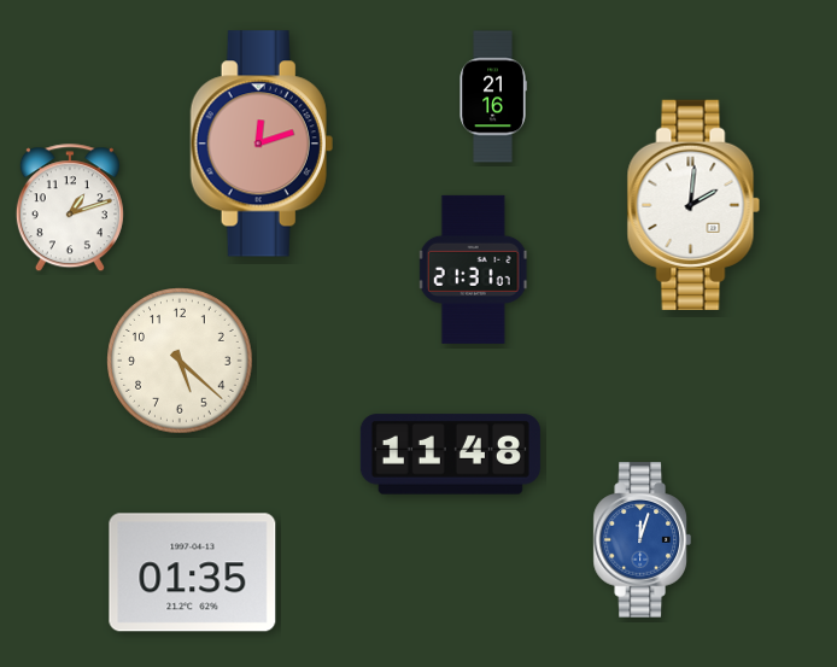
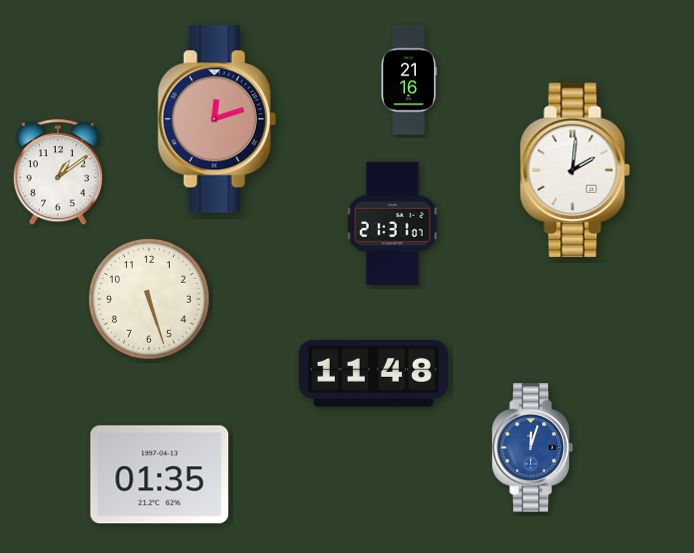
clock at (70, 209): 1:12 -> 1:09
clock at (180, 361): 5:22 -> 5:27
clock at (450, 455) position: (450, 455) -> (373, 374)
